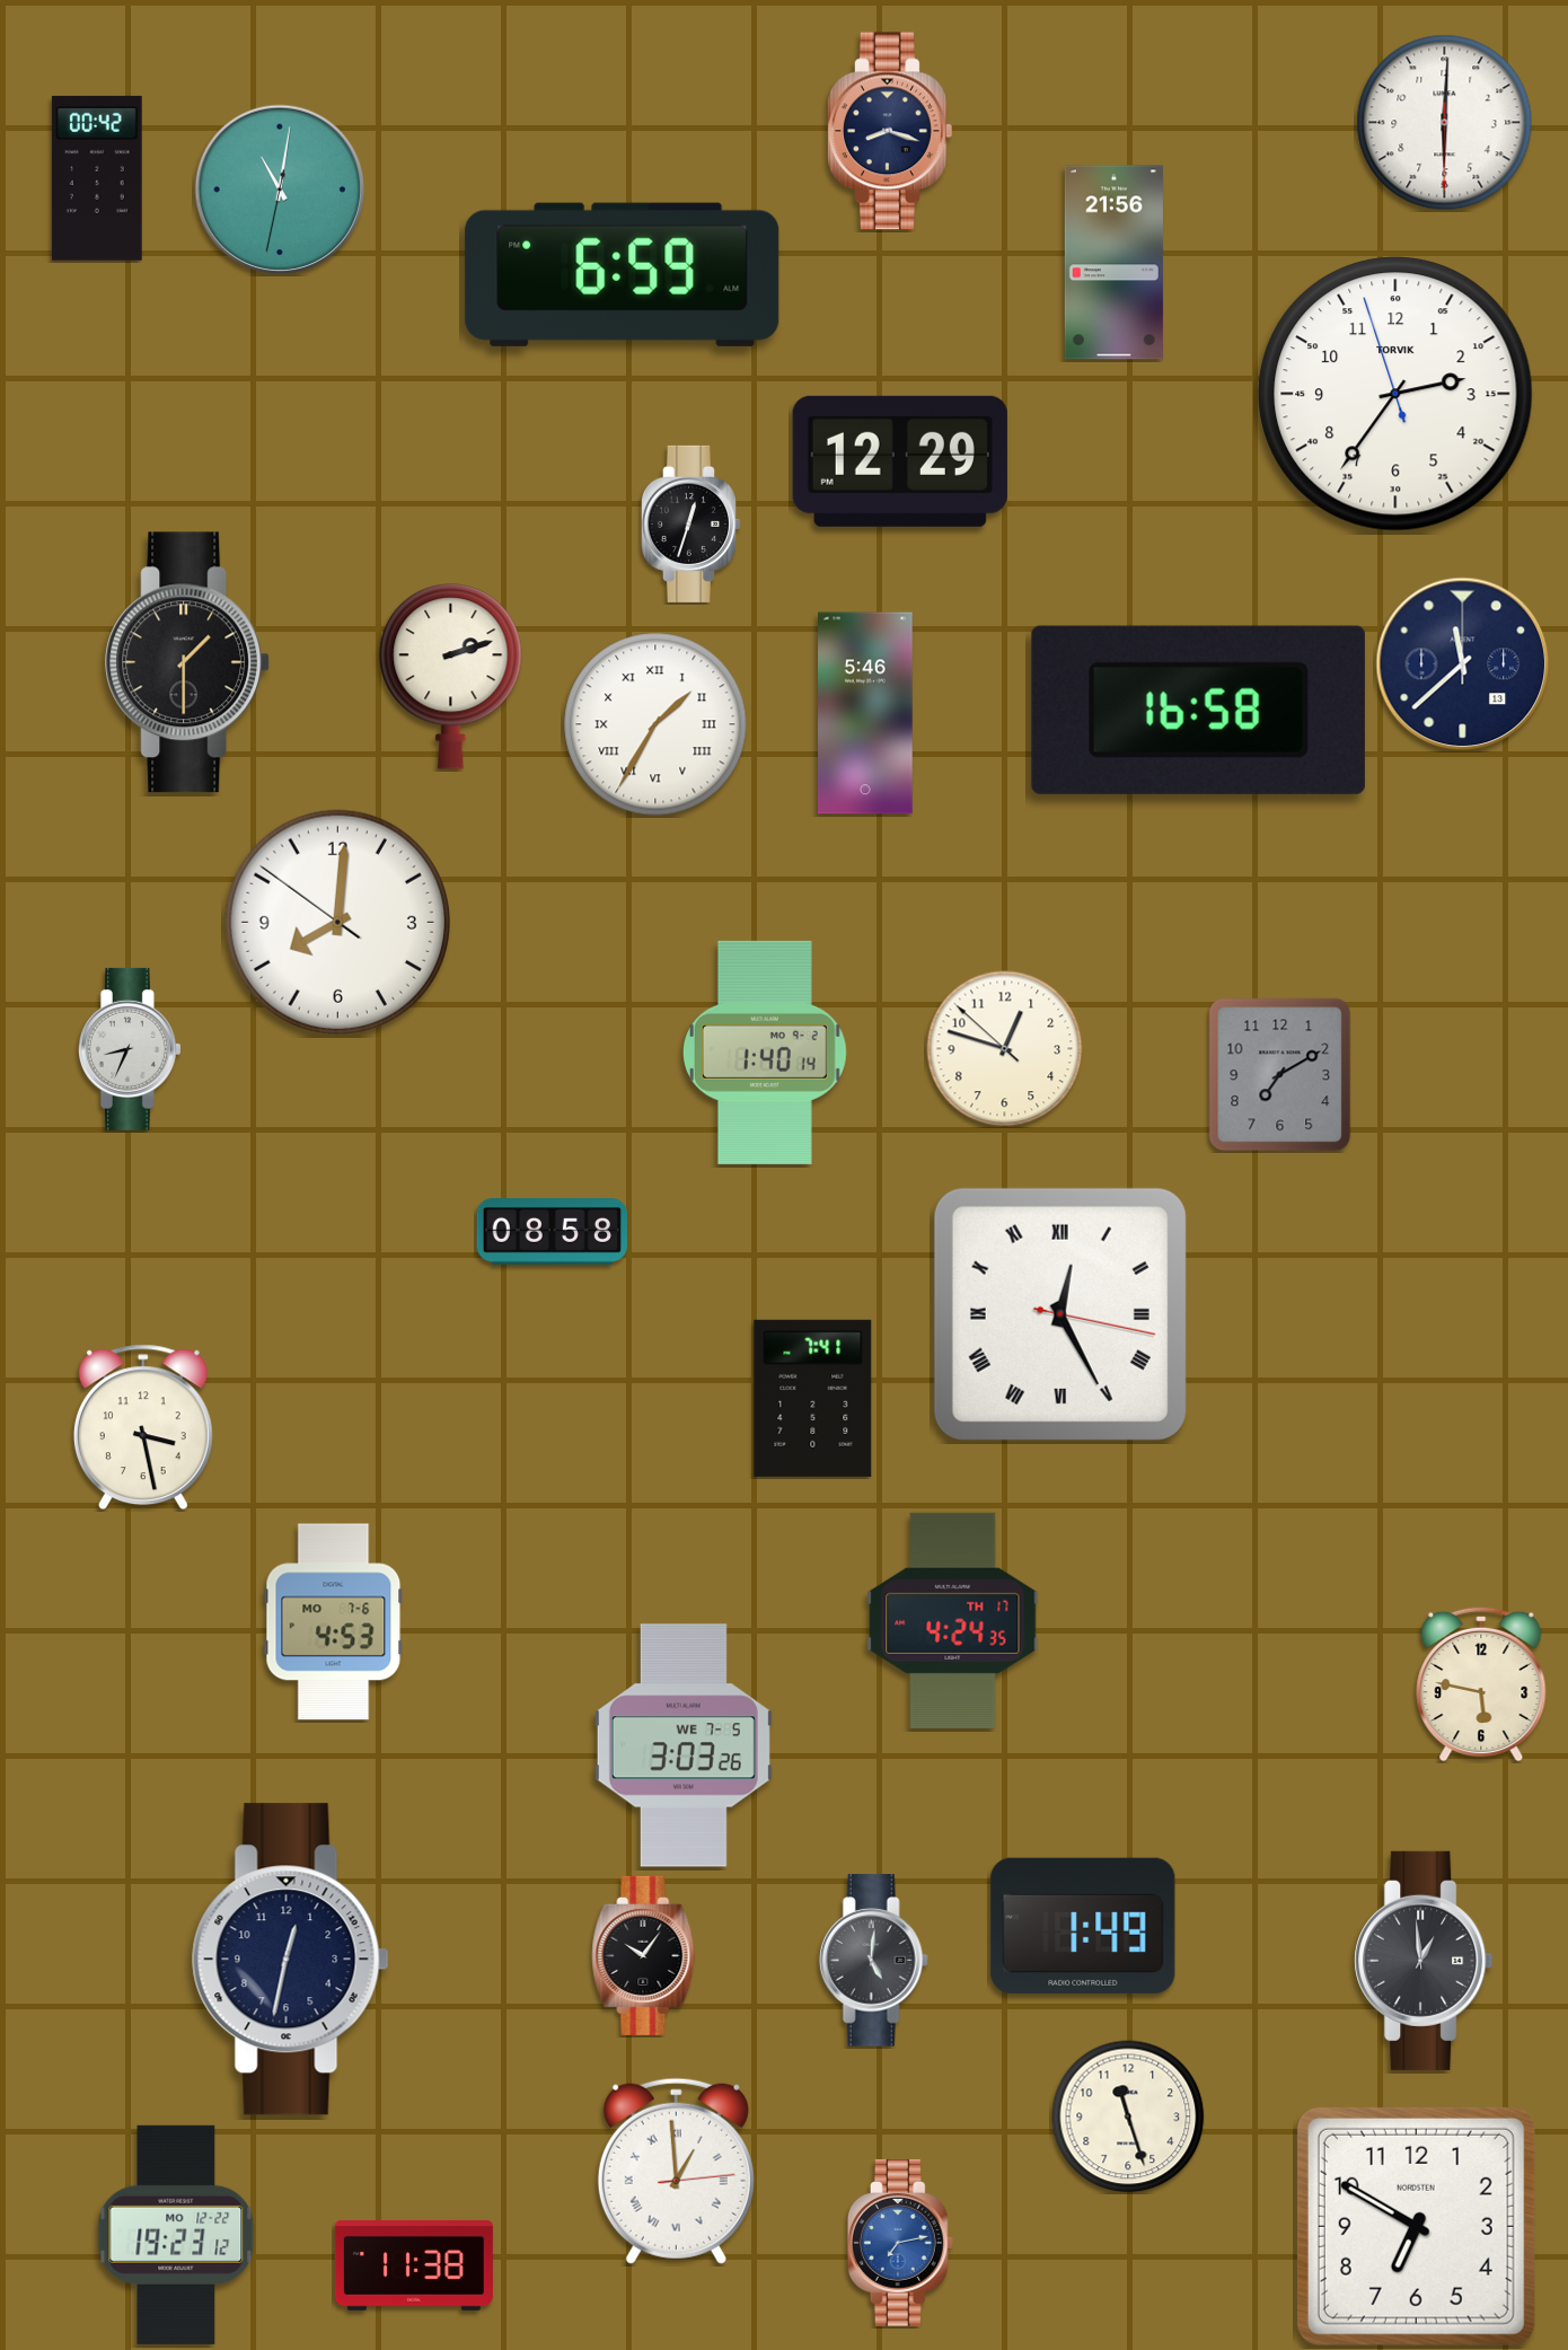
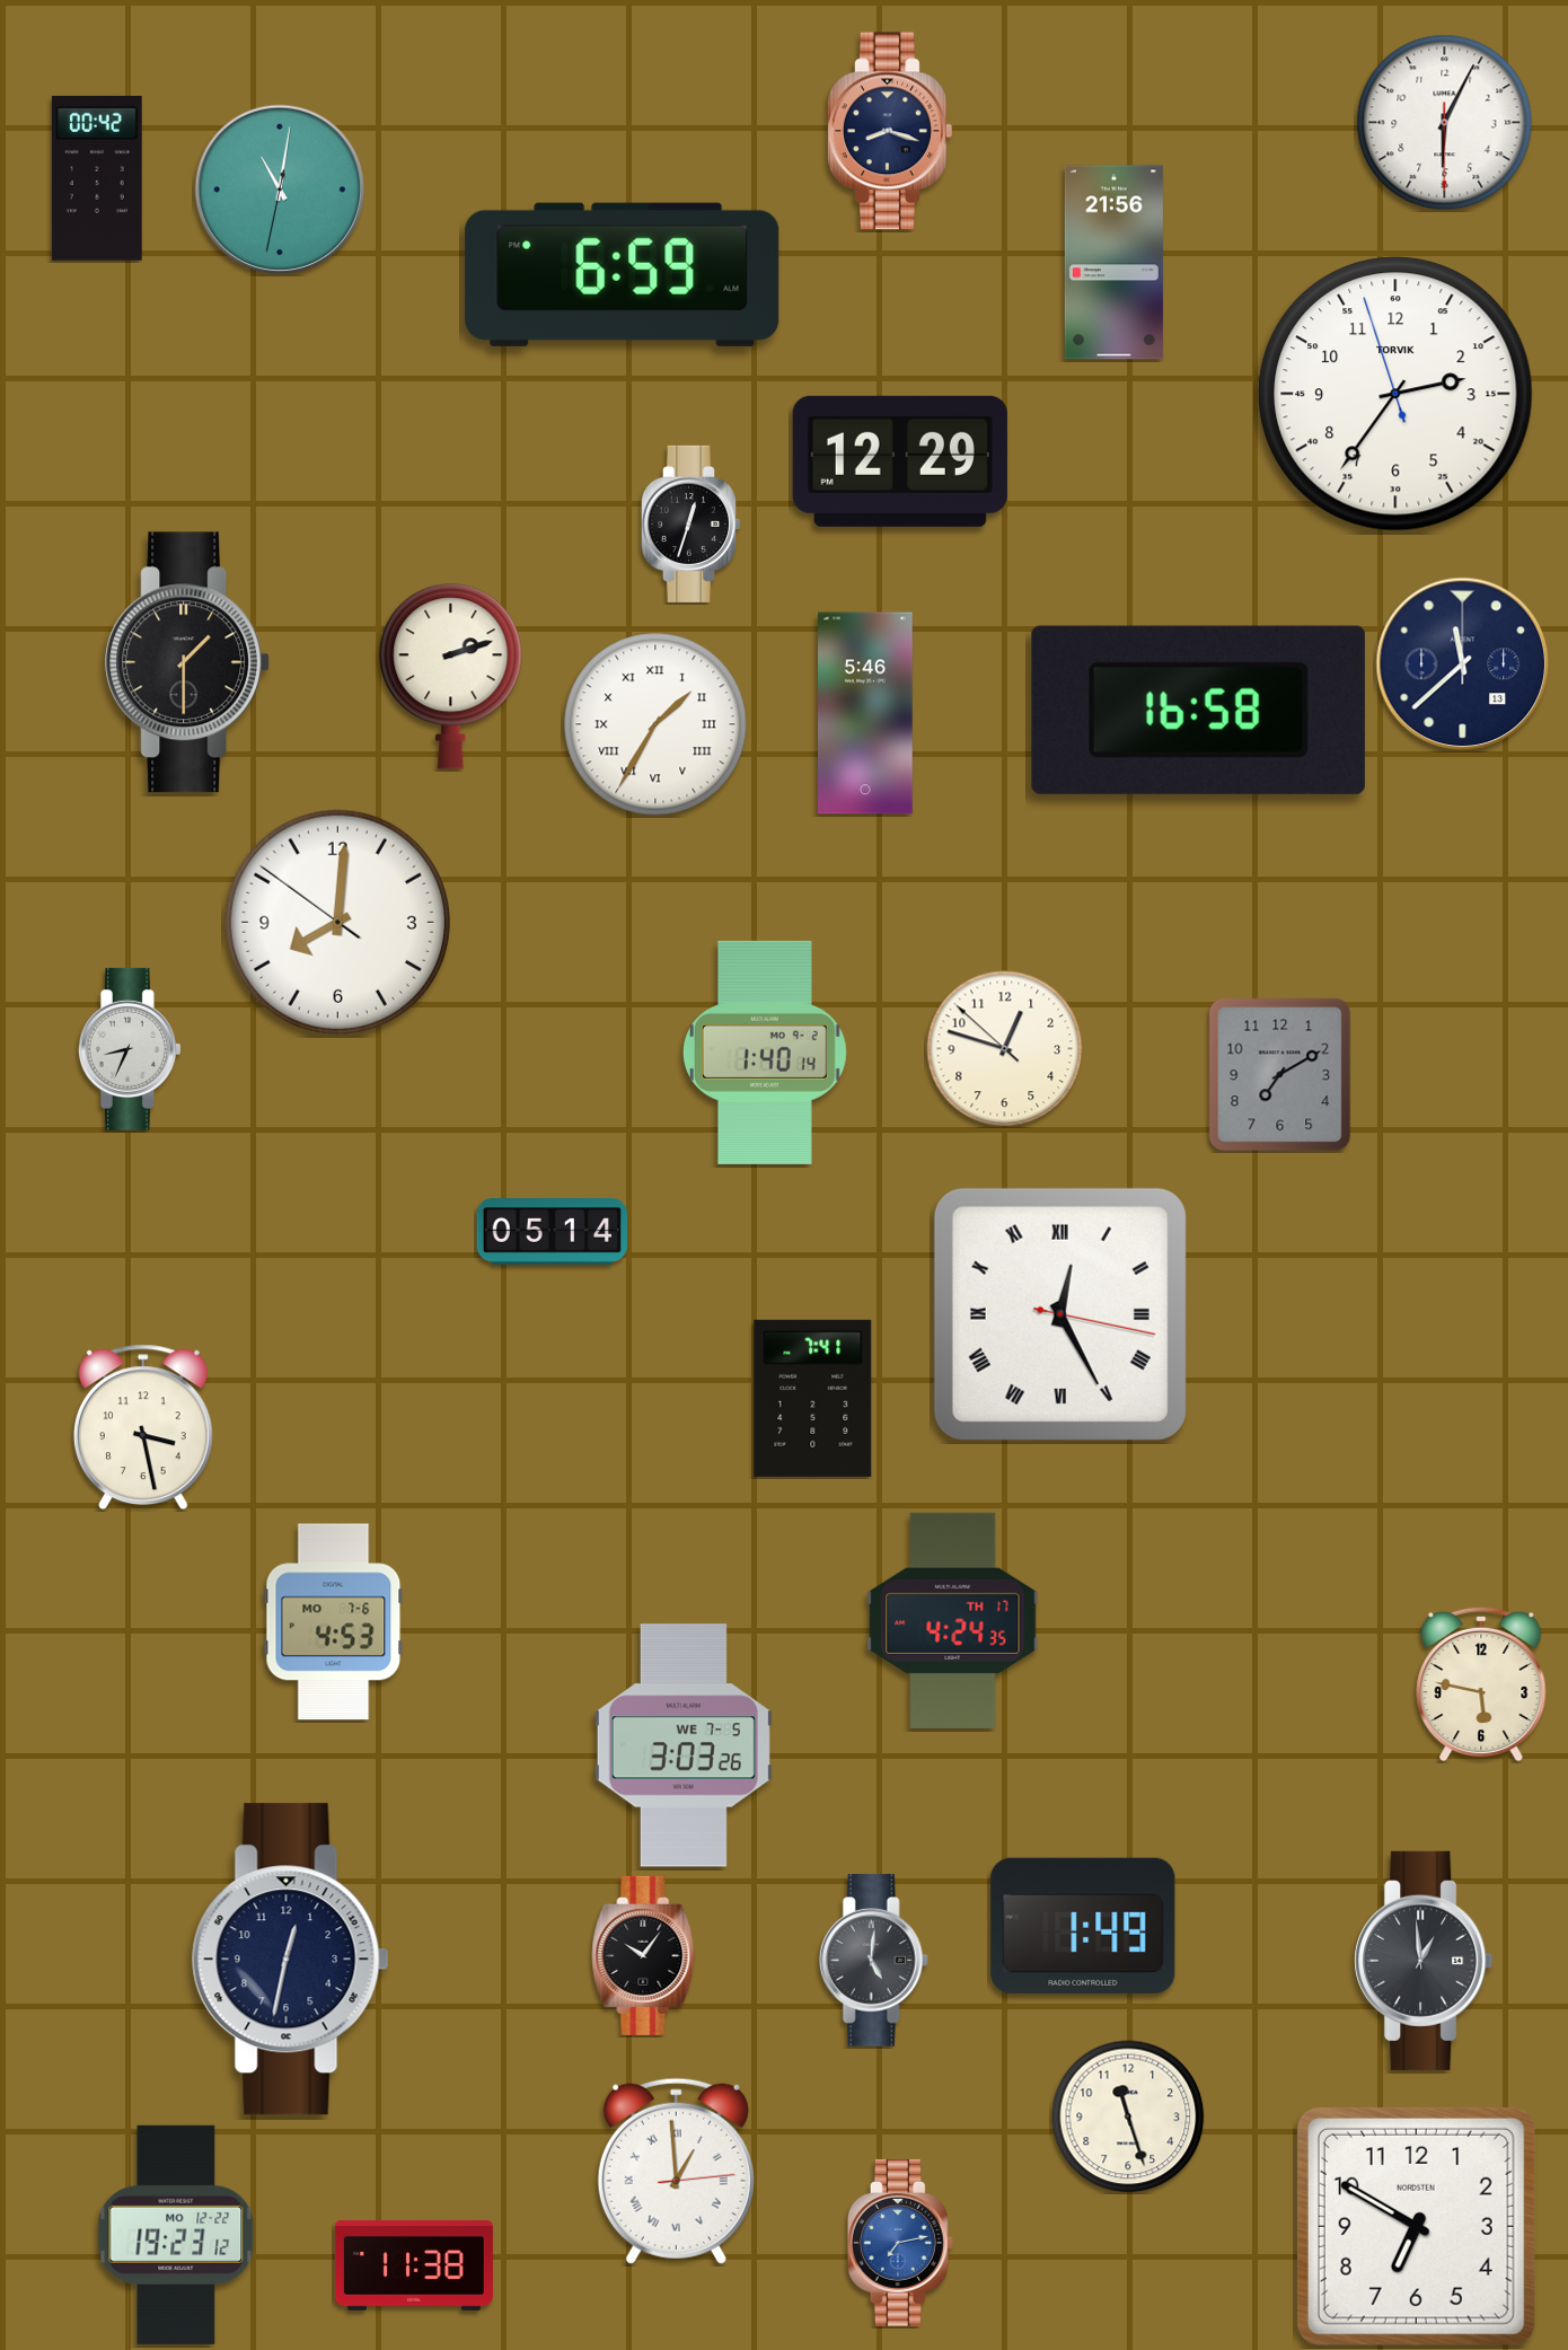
clock at (1445, 123): 6:00 -> 6:04
clock at (552, 1232): 08:58 -> 05:14
